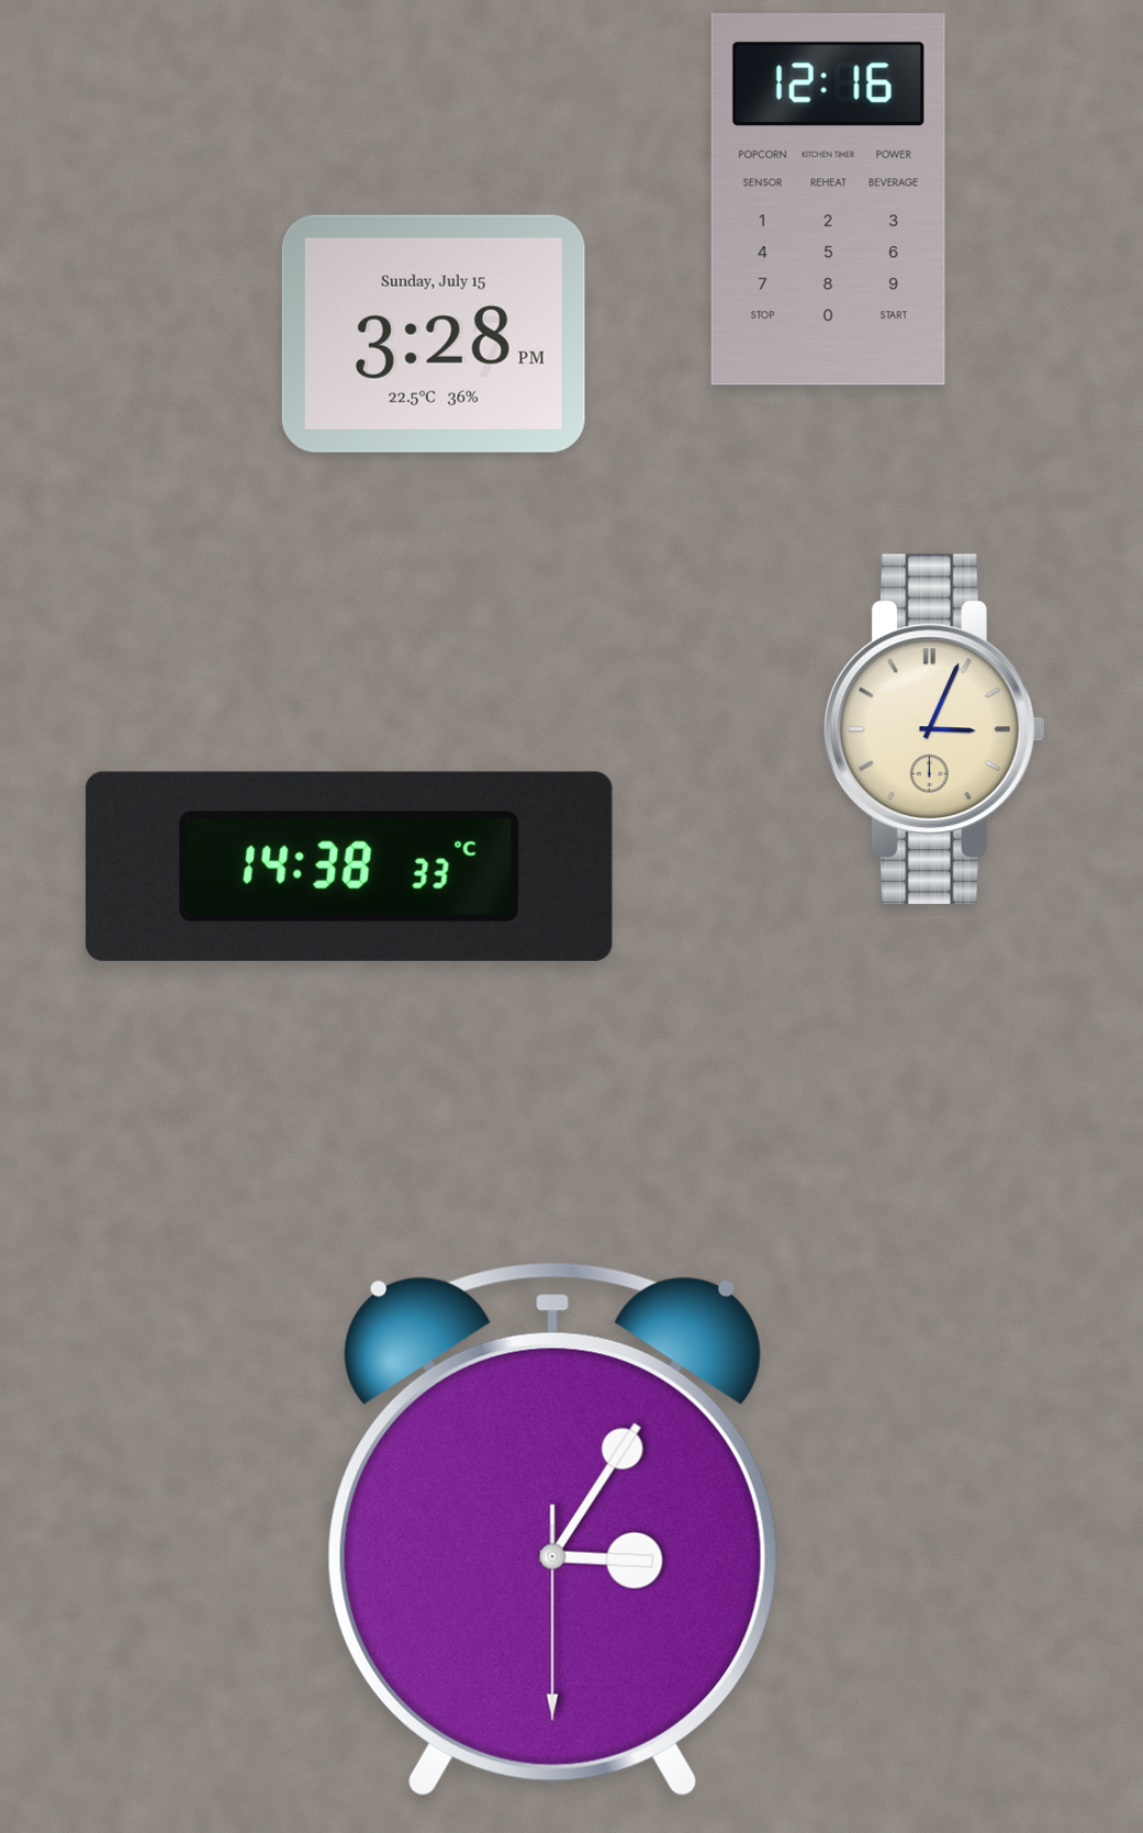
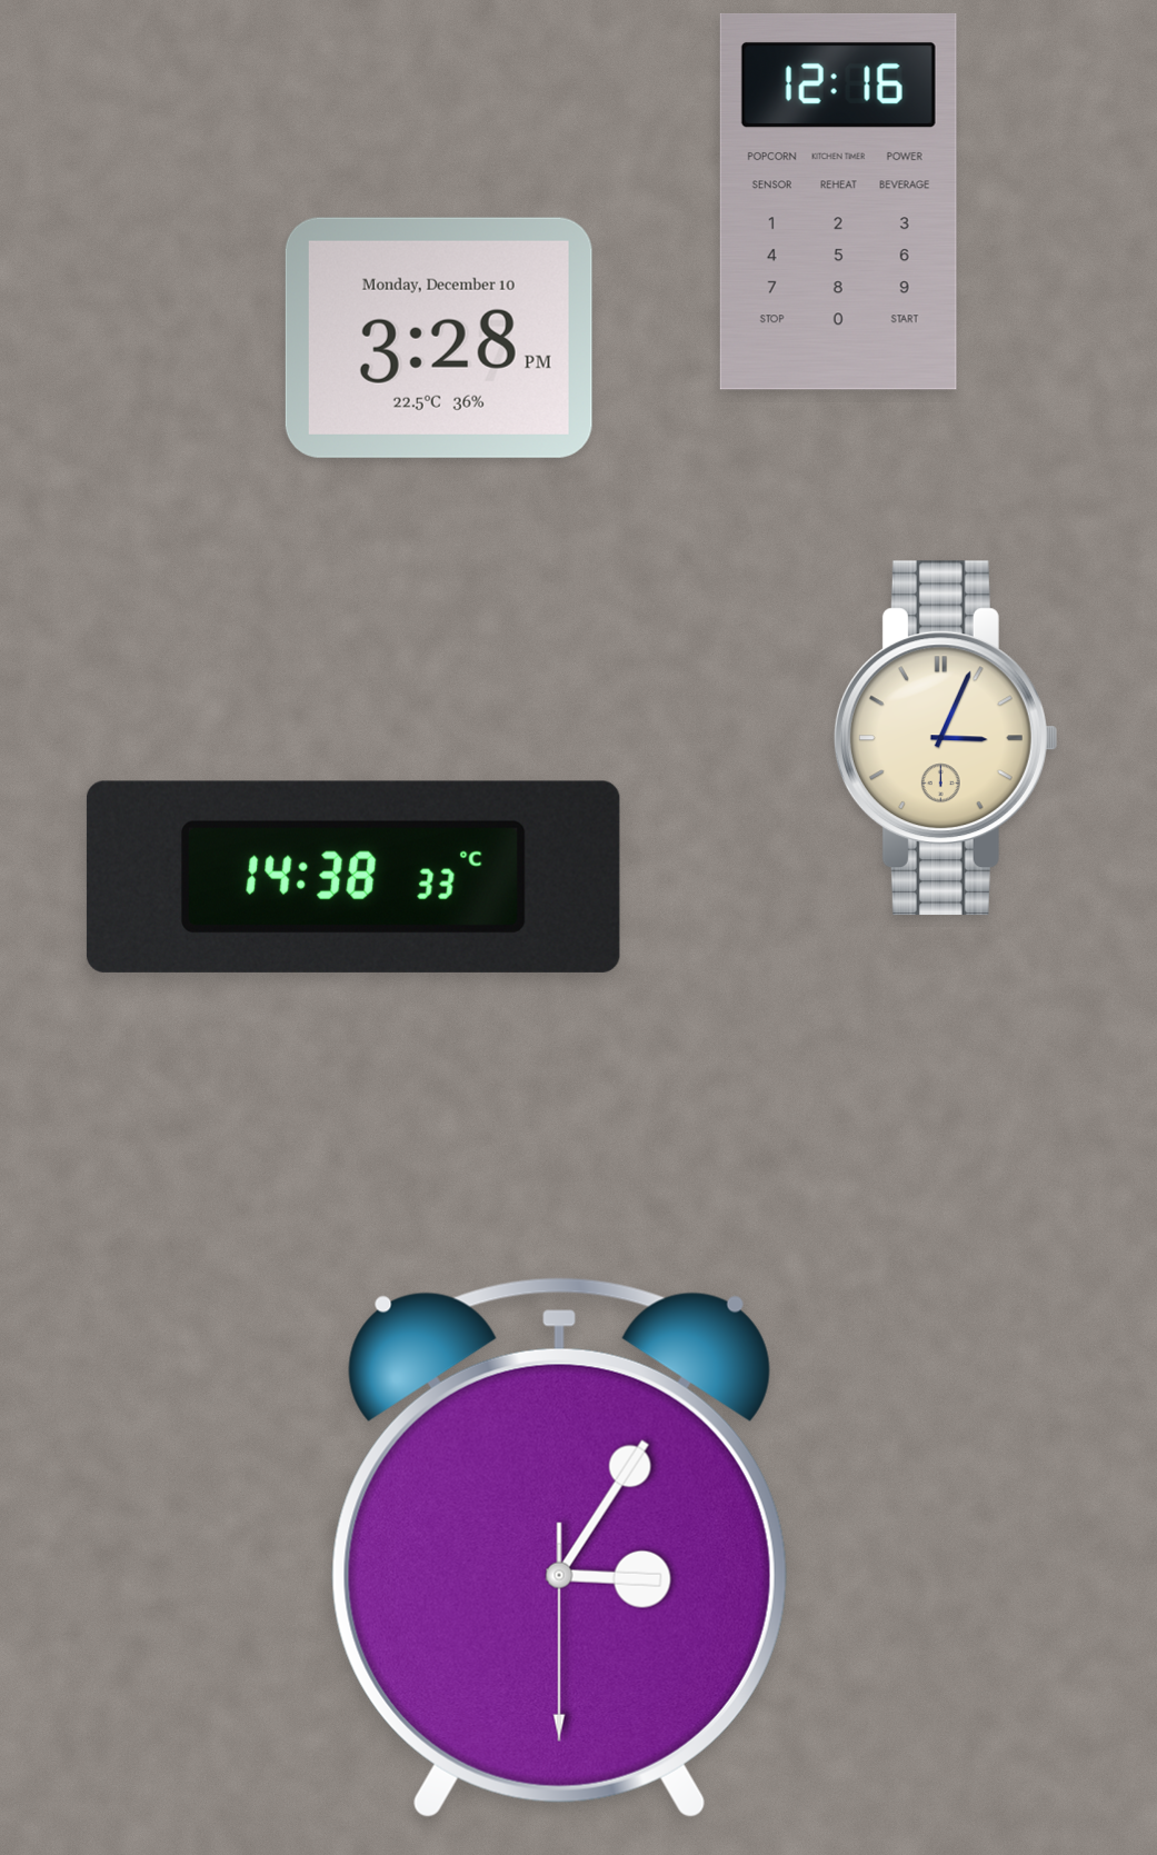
clock at (434, 334) date: Sunday, July 15 -> Monday, December 10
